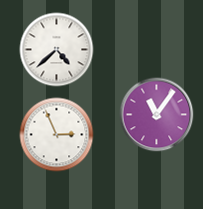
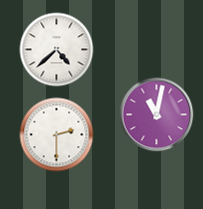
clock at (157, 115): 11:06 -> 11:02
clock at (57, 135): 2:56 -> 2:30
